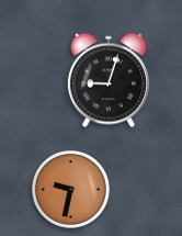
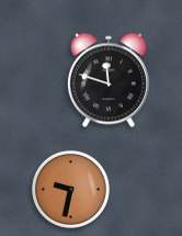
clock at (109, 80): 9:03 -> 11:48
